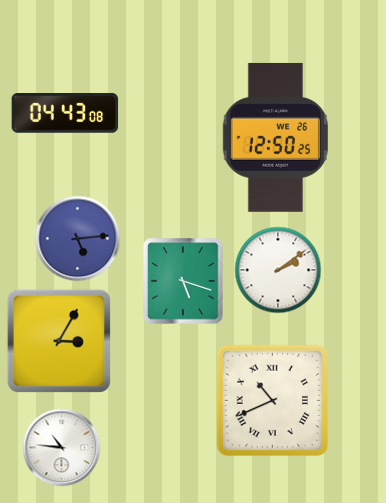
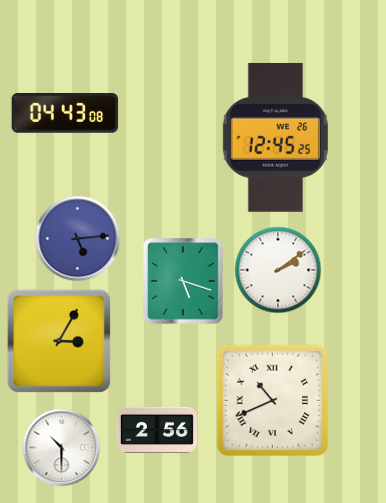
clock at (275, 137): 12:50 -> 12:45
clock at (157, 429): none -> 2:56
clock at (62, 448): 10:46 -> 10:30
